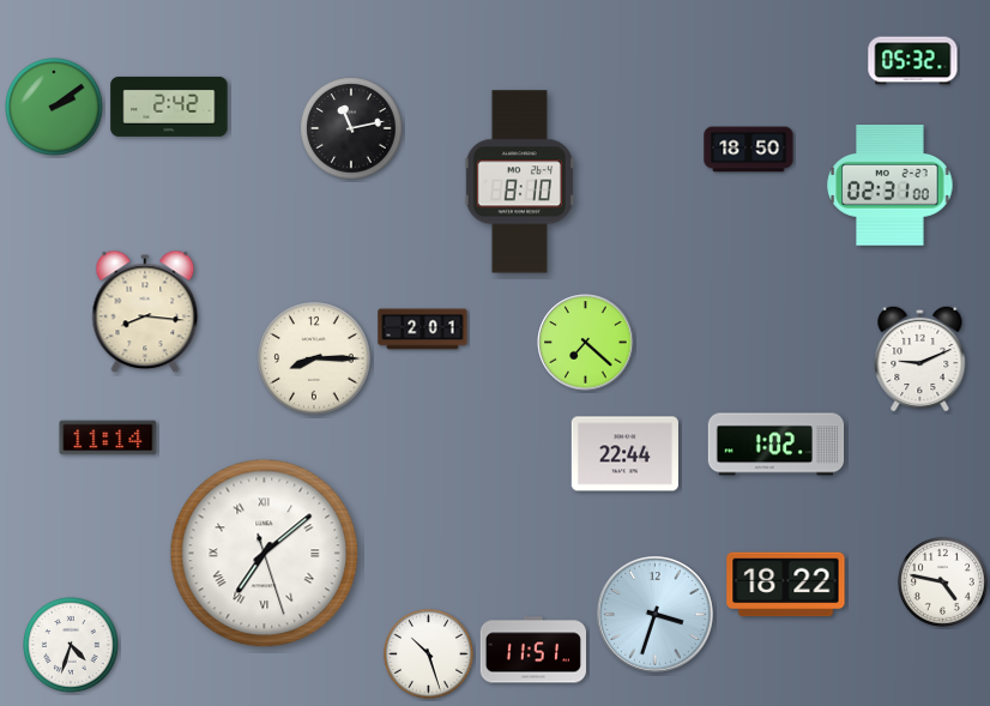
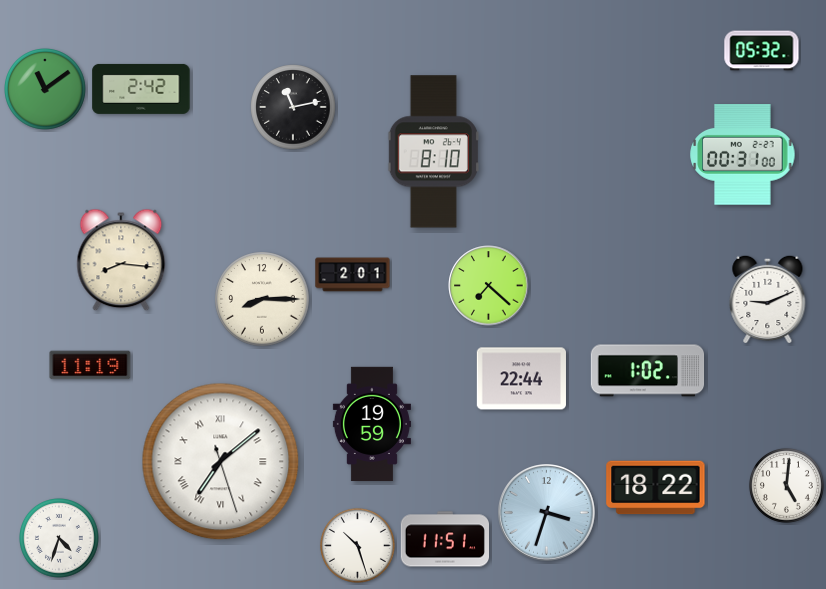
clock at (55, 108): 2:09 -> 11:09
clock at (749, 150): 18:50 -> none
clock at (891, 186): 02:31 -> 00:31
clock at (108, 438): 11:14 -> 11:19
clock at (372, 424): none -> 19:59
clock at (942, 581): 4:47 -> 5:01
clock at (532, 650) position: (532, 650) -> (444, 539)
